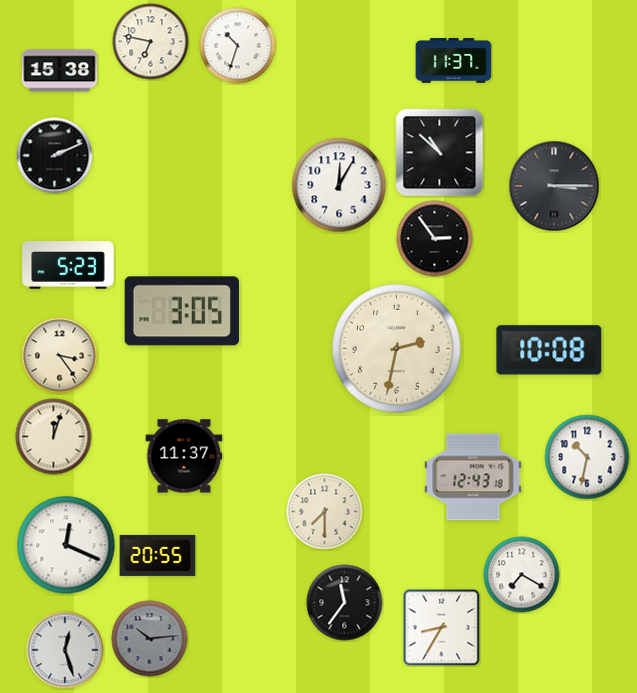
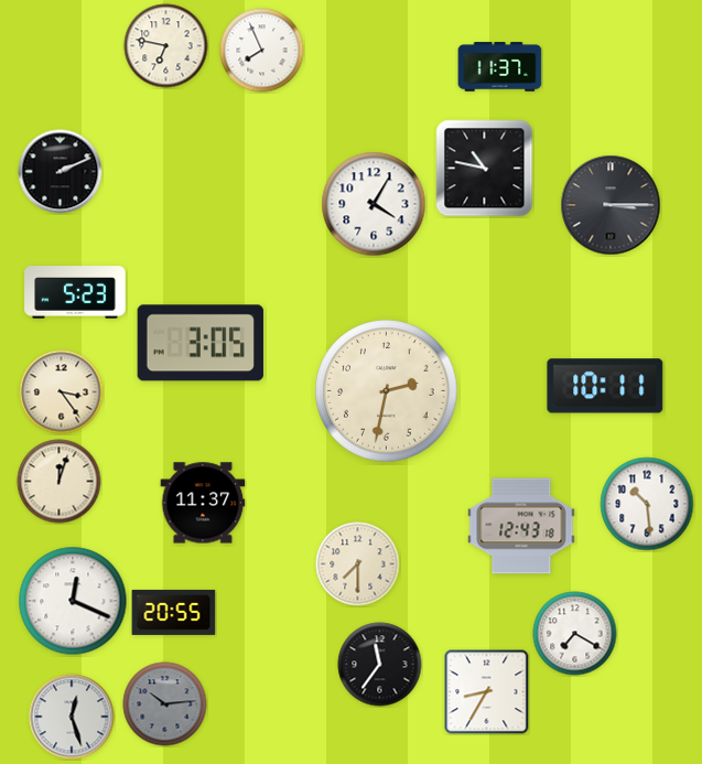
clock at (238, 46): 10:33 -> 7:56
clock at (60, 71): 15:38 -> none
clock at (440, 153): 10:52 -> 10:47
clock at (339, 185): 12:05 -> 4:05
clock at (435, 239): 2:54 -> none
clock at (397, 349) position: (397, 349) -> (387, 391)
clock at (549, 350): 10:08 -> 10:11
clock at (60, 356) position: (60, 356) -> (62, 392)
clock at (587, 457): 10:32 -> 10:29
